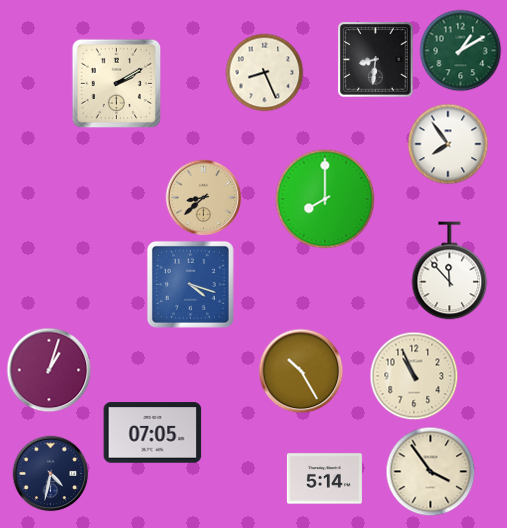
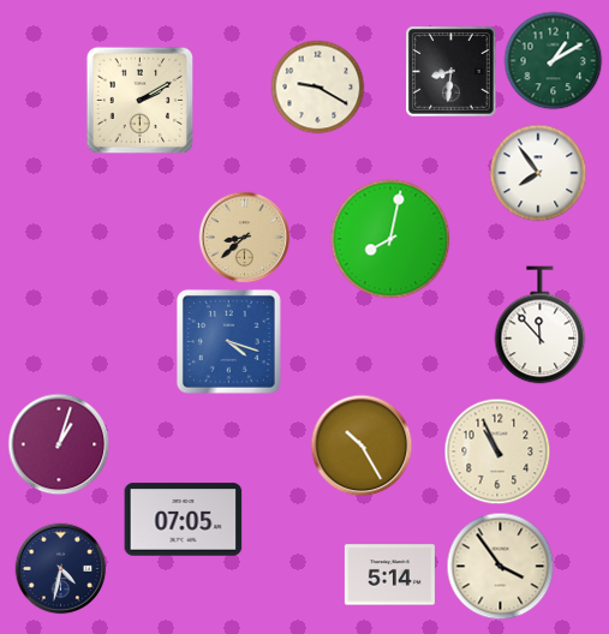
clock at (265, 73): 8:26 -> 9:20
clock at (325, 199): 8:00 -> 8:02
clock at (431, 472) position: (431, 472) -> (501, 567)
